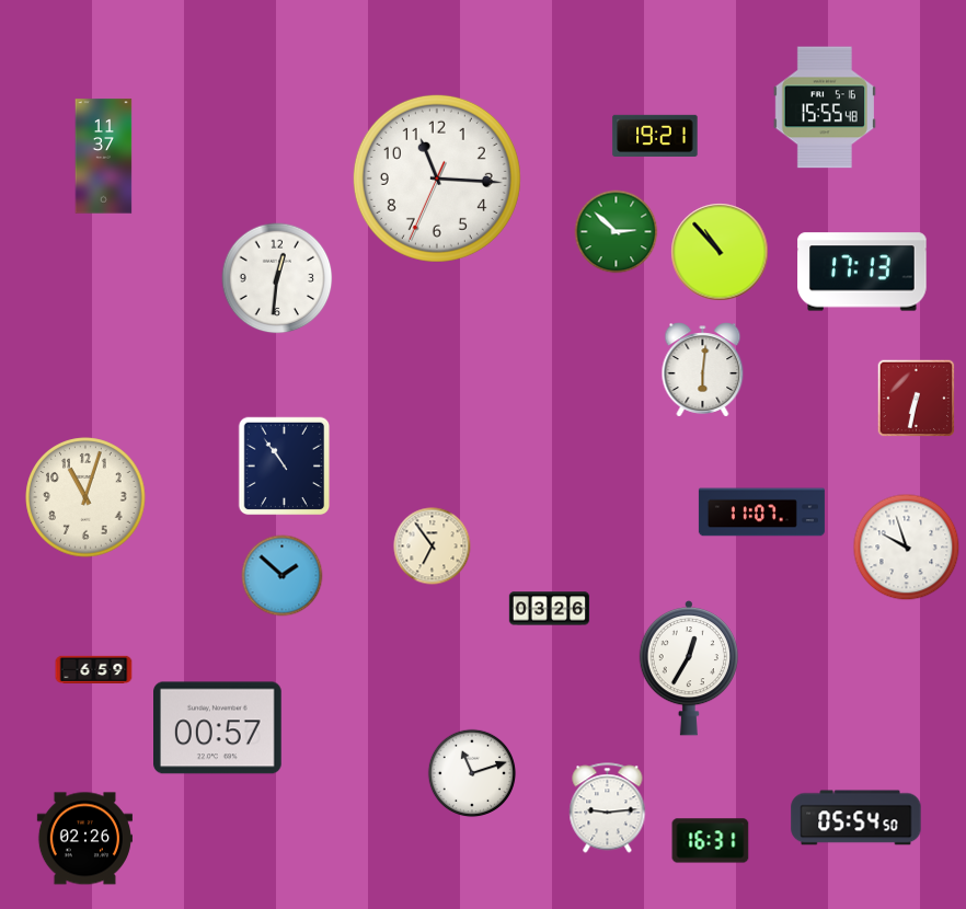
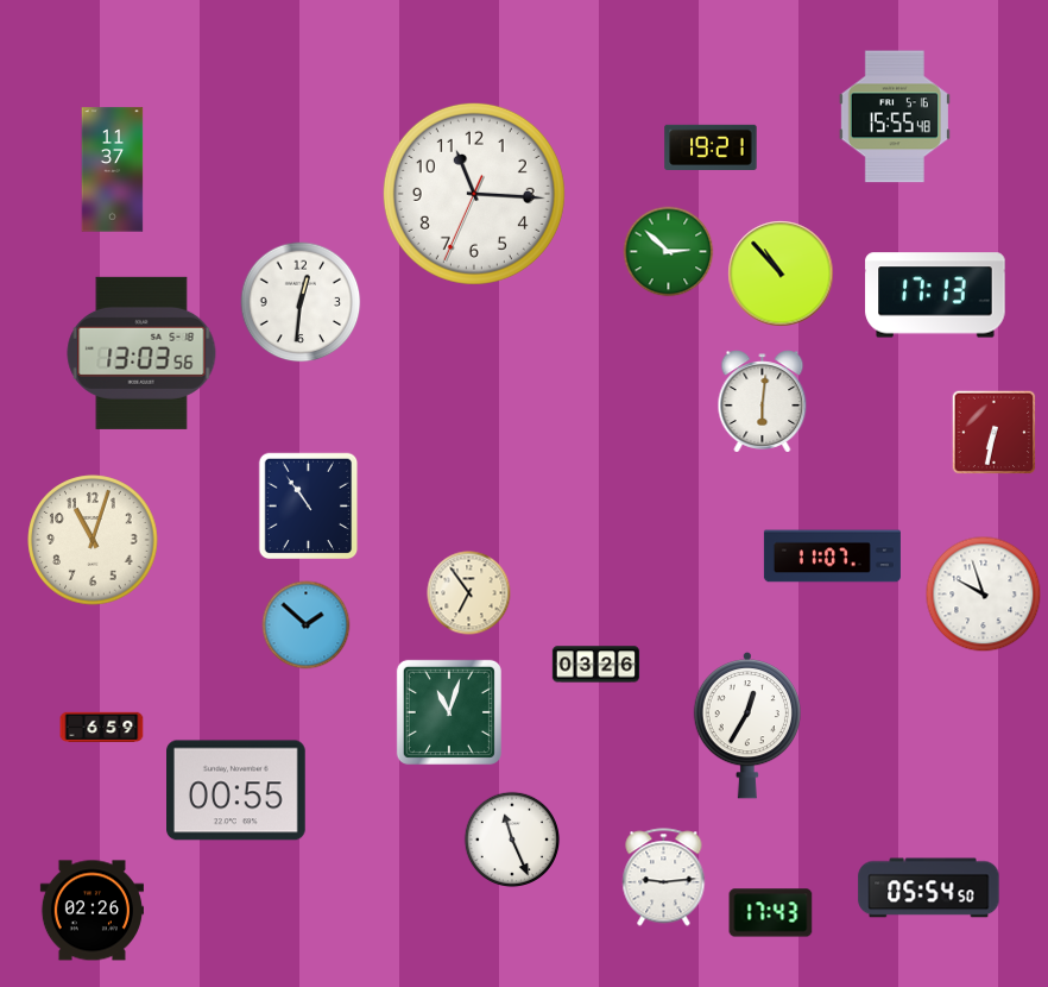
clock at (141, 353): none -> 13:03
clock at (761, 513) position: (761, 513) -> (832, 557)
clock at (550, 609) position: (550, 609) -> (596, 665)
clock at (449, 712): none -> 11:03
clock at (218, 728): 00:57 -> 00:55
clock at (472, 773): 11:12 -> 11:26
clock at (608, 808) position: (608, 808) -> (664, 878)
clock at (711, 841): 16:31 -> 17:43
